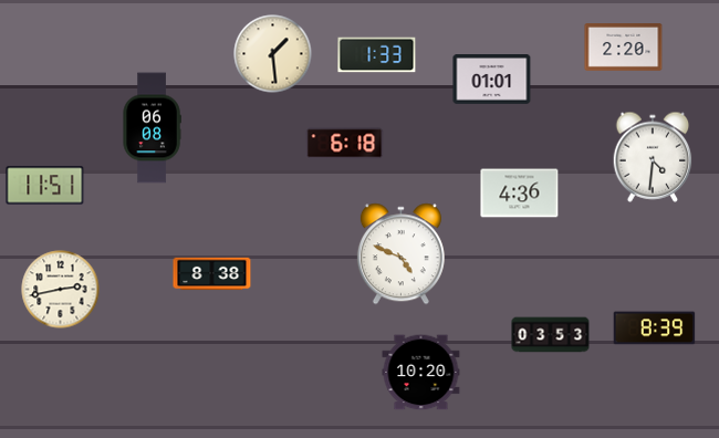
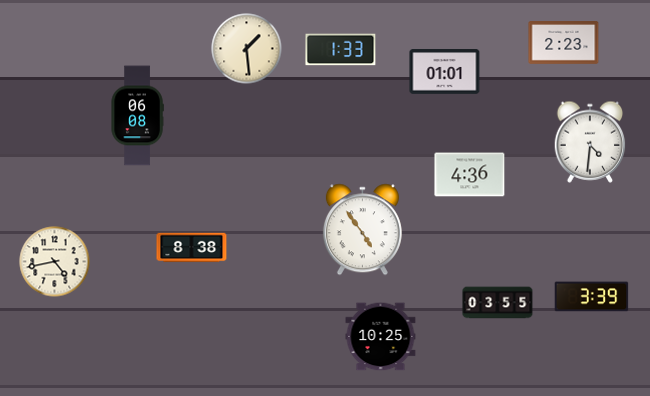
clock at (624, 48): 2:20 -> 2:23
clock at (345, 144): 6:18 -> none
clock at (45, 186): 11:51 -> none
clock at (400, 254): 4:49 -> 4:54
clock at (61, 290): 2:43 -> 4:43
clock at (655, 328): 8:39 -> 3:39
clock at (551, 335): 03:53 -> 03:55
clock at (421, 373): 10:20 -> 10:25
